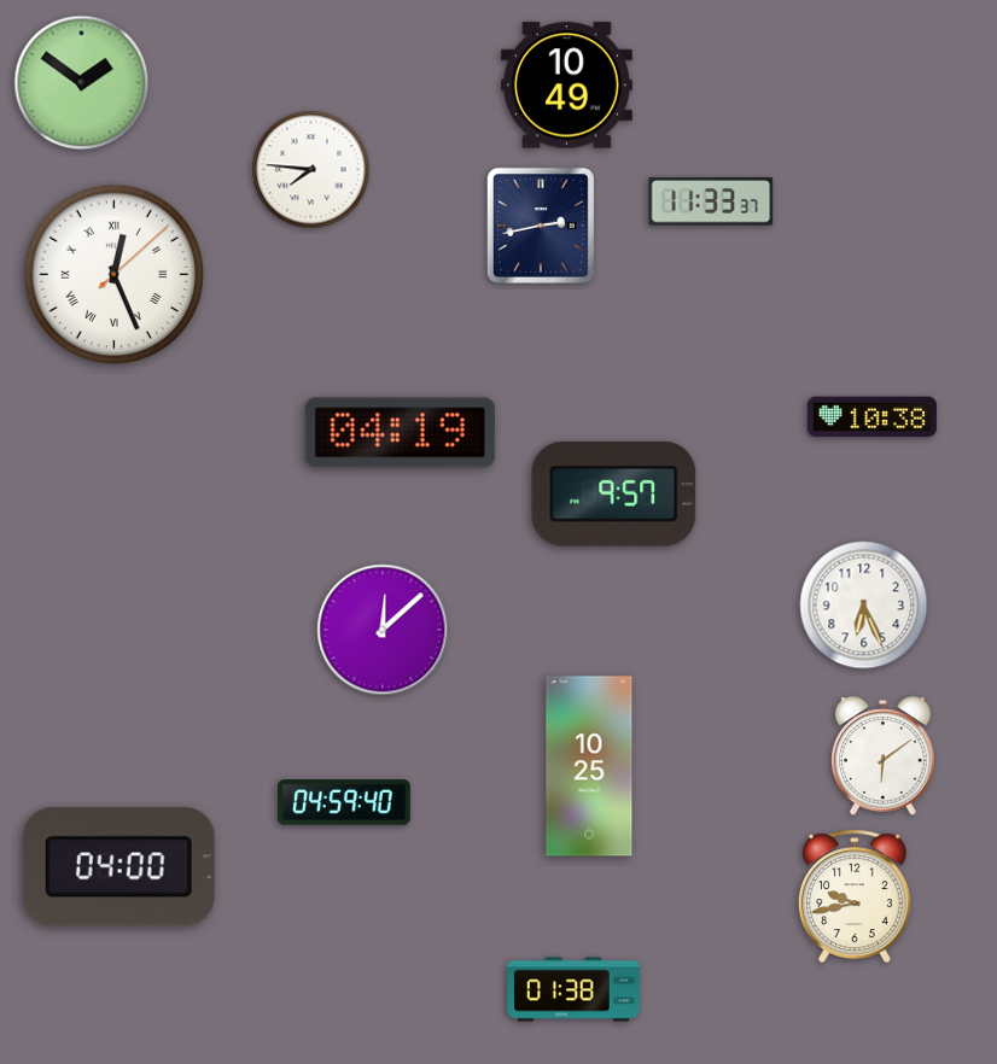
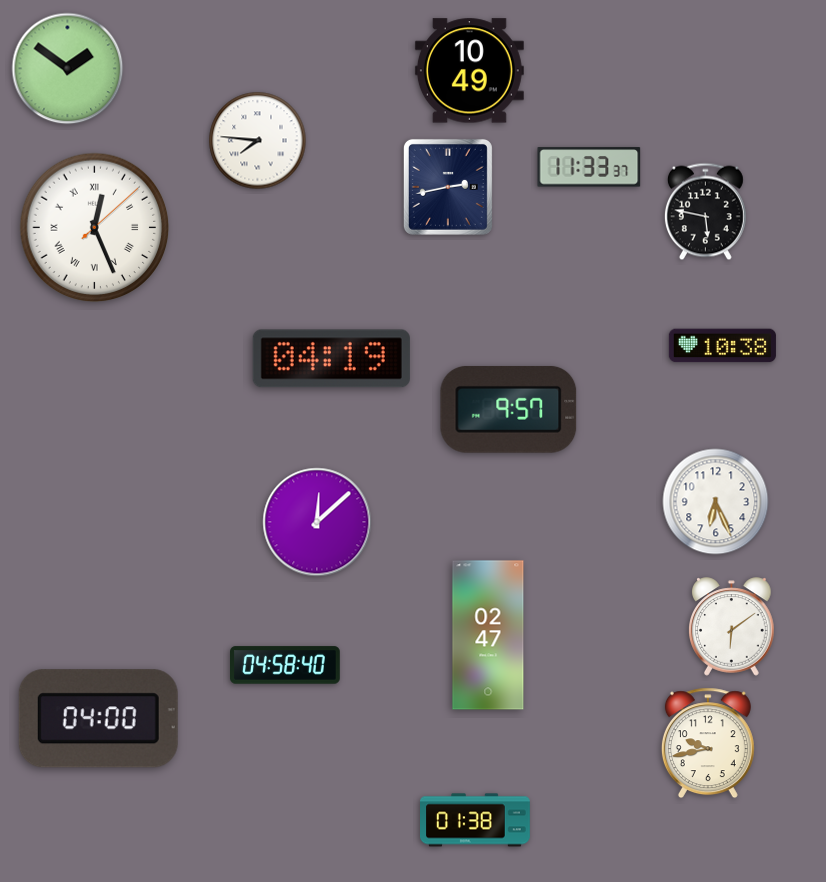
clock at (705, 212): none -> 5:47
clock at (589, 766): 10:25 -> 02:47
clock at (345, 802): 04:59 -> 04:58
